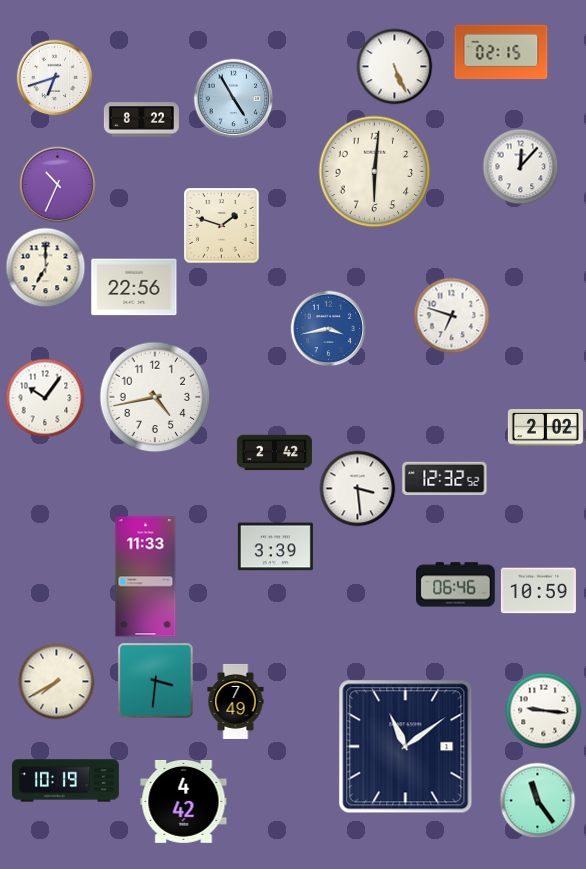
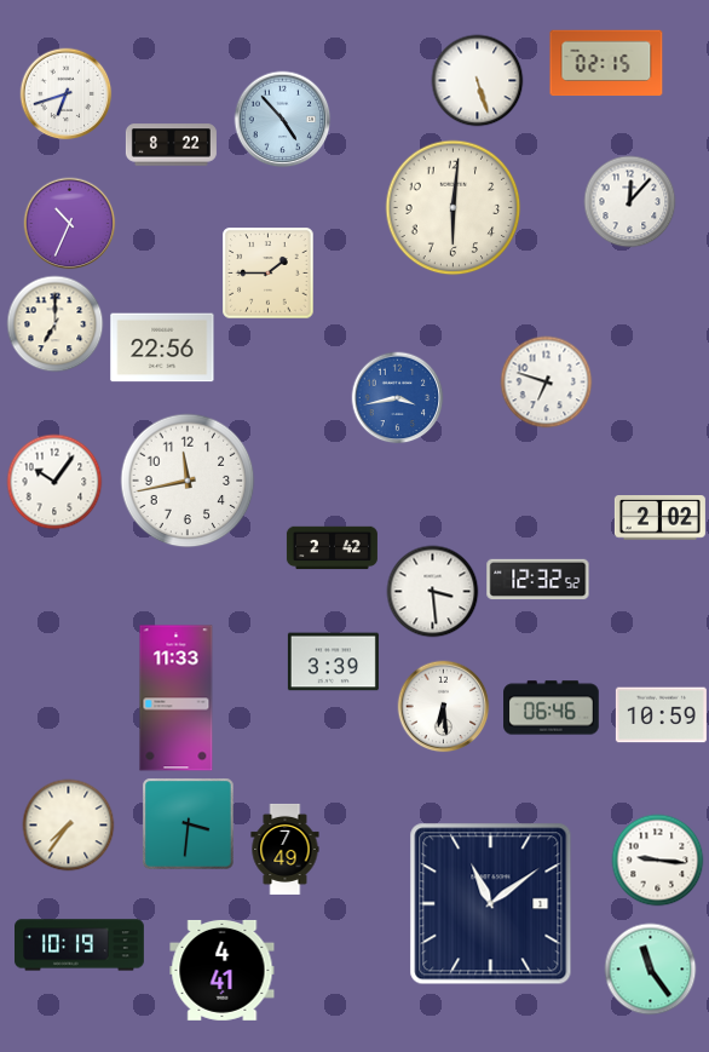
clock at (395, 67): 5:26 -> 5:27
clock at (234, 99): 4:55 -> 4:53
clock at (222, 226): 1:48 -> 1:45
clock at (155, 397): 4:43 -> 11:43
clock at (444, 707): none -> 6:29
clock at (538, 591) position: (538, 591) -> (661, 715)
clock at (57, 682): 7:40 -> 7:36
clock at (184, 801): 4:42 -> 4:41
